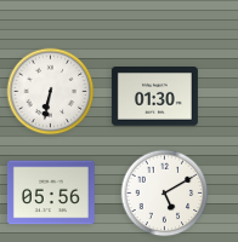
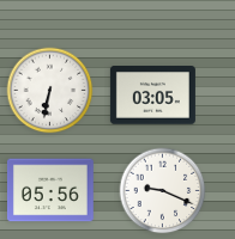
clock at (154, 97): 01:30 -> 03:05
clock at (165, 194): 5:10 -> 9:19
